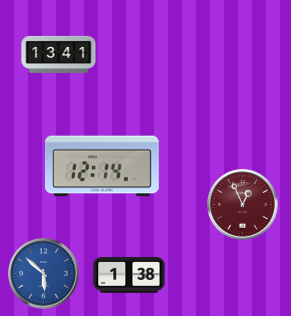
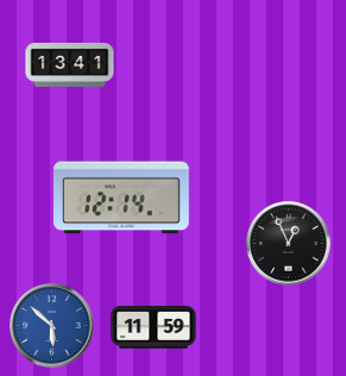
clock at (243, 205) dial: burgundy -> black
clock at (129, 276): 1:38 -> 11:59
